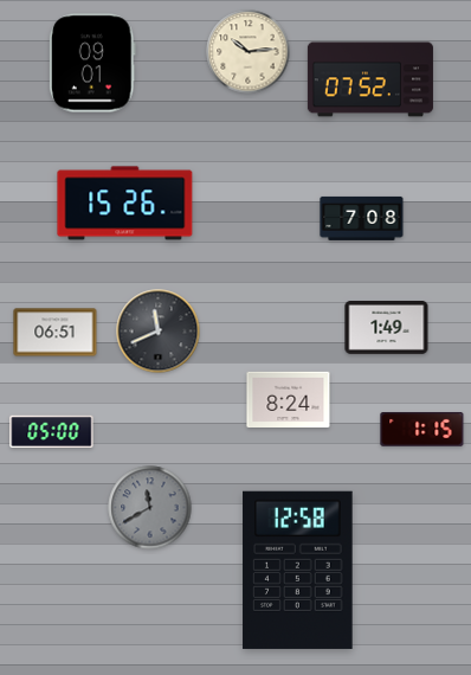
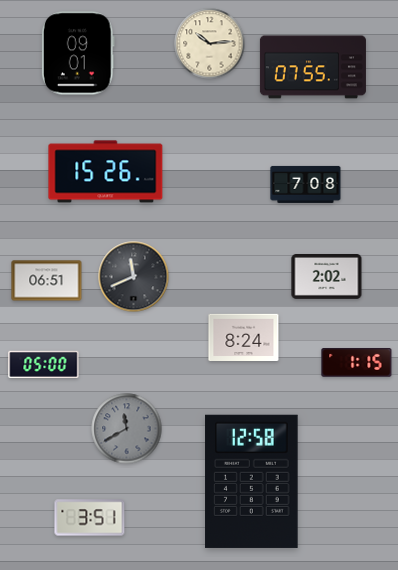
clock at (370, 79): 07:52 -> 07:55
clock at (387, 328): 1:49 -> 2:02
clock at (159, 332) position: (159, 332) -> (134, 277)
clock at (90, 518): none -> 3:51
